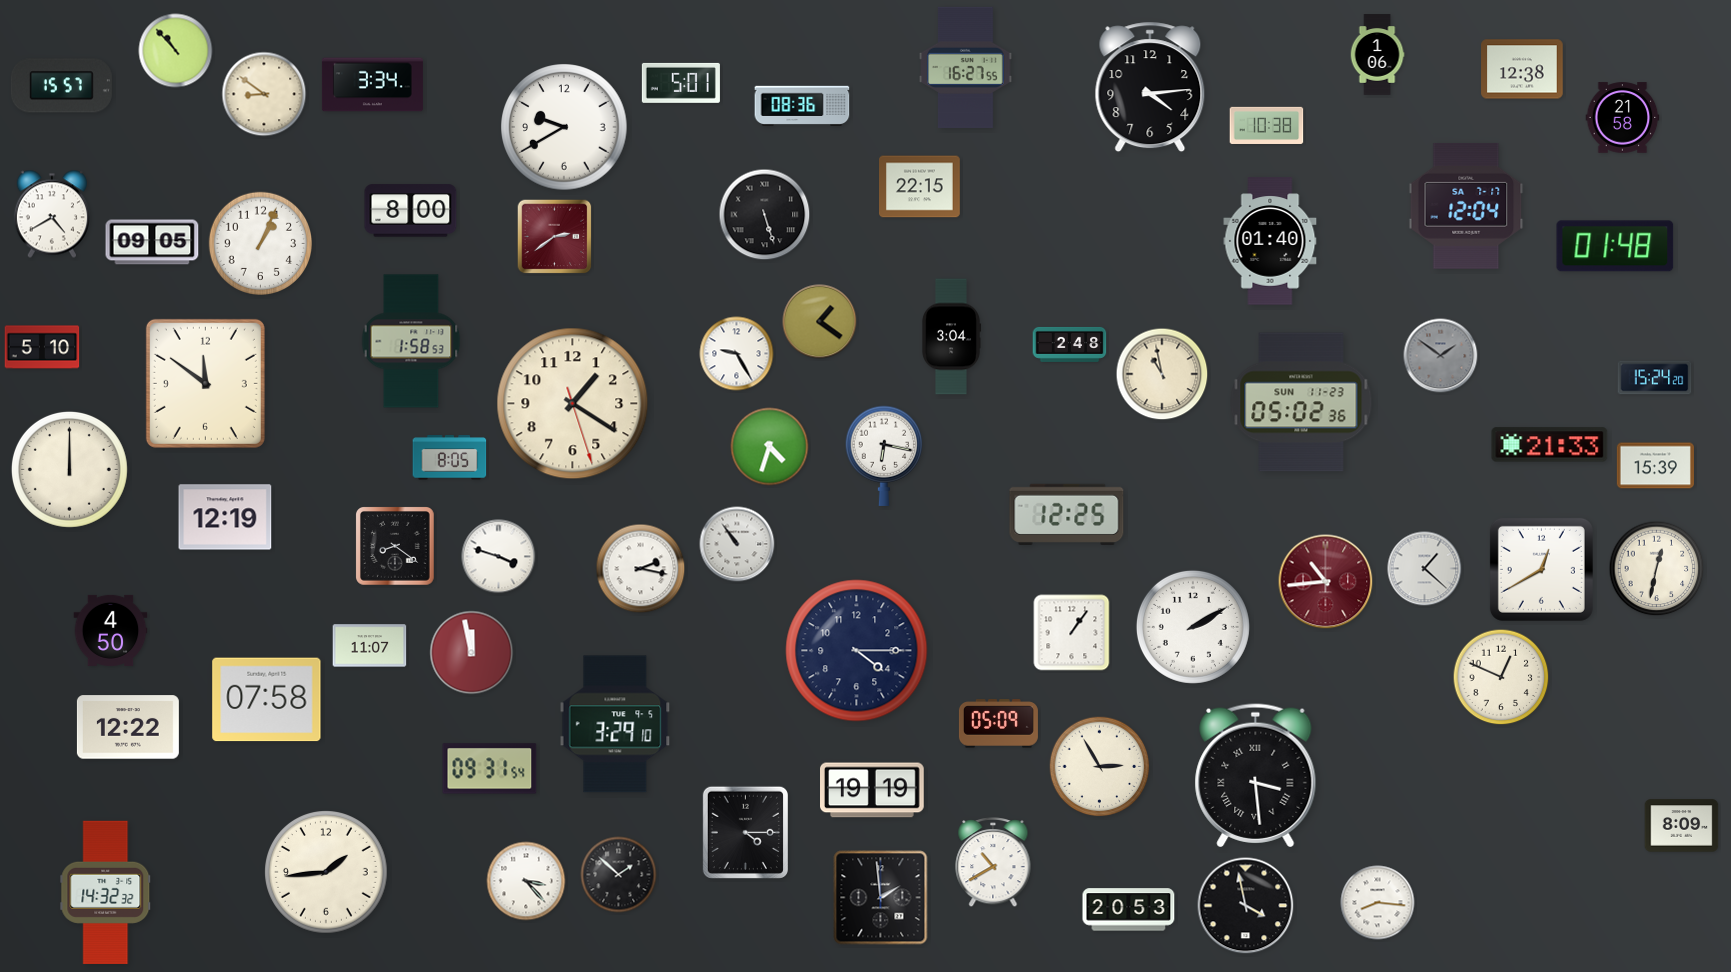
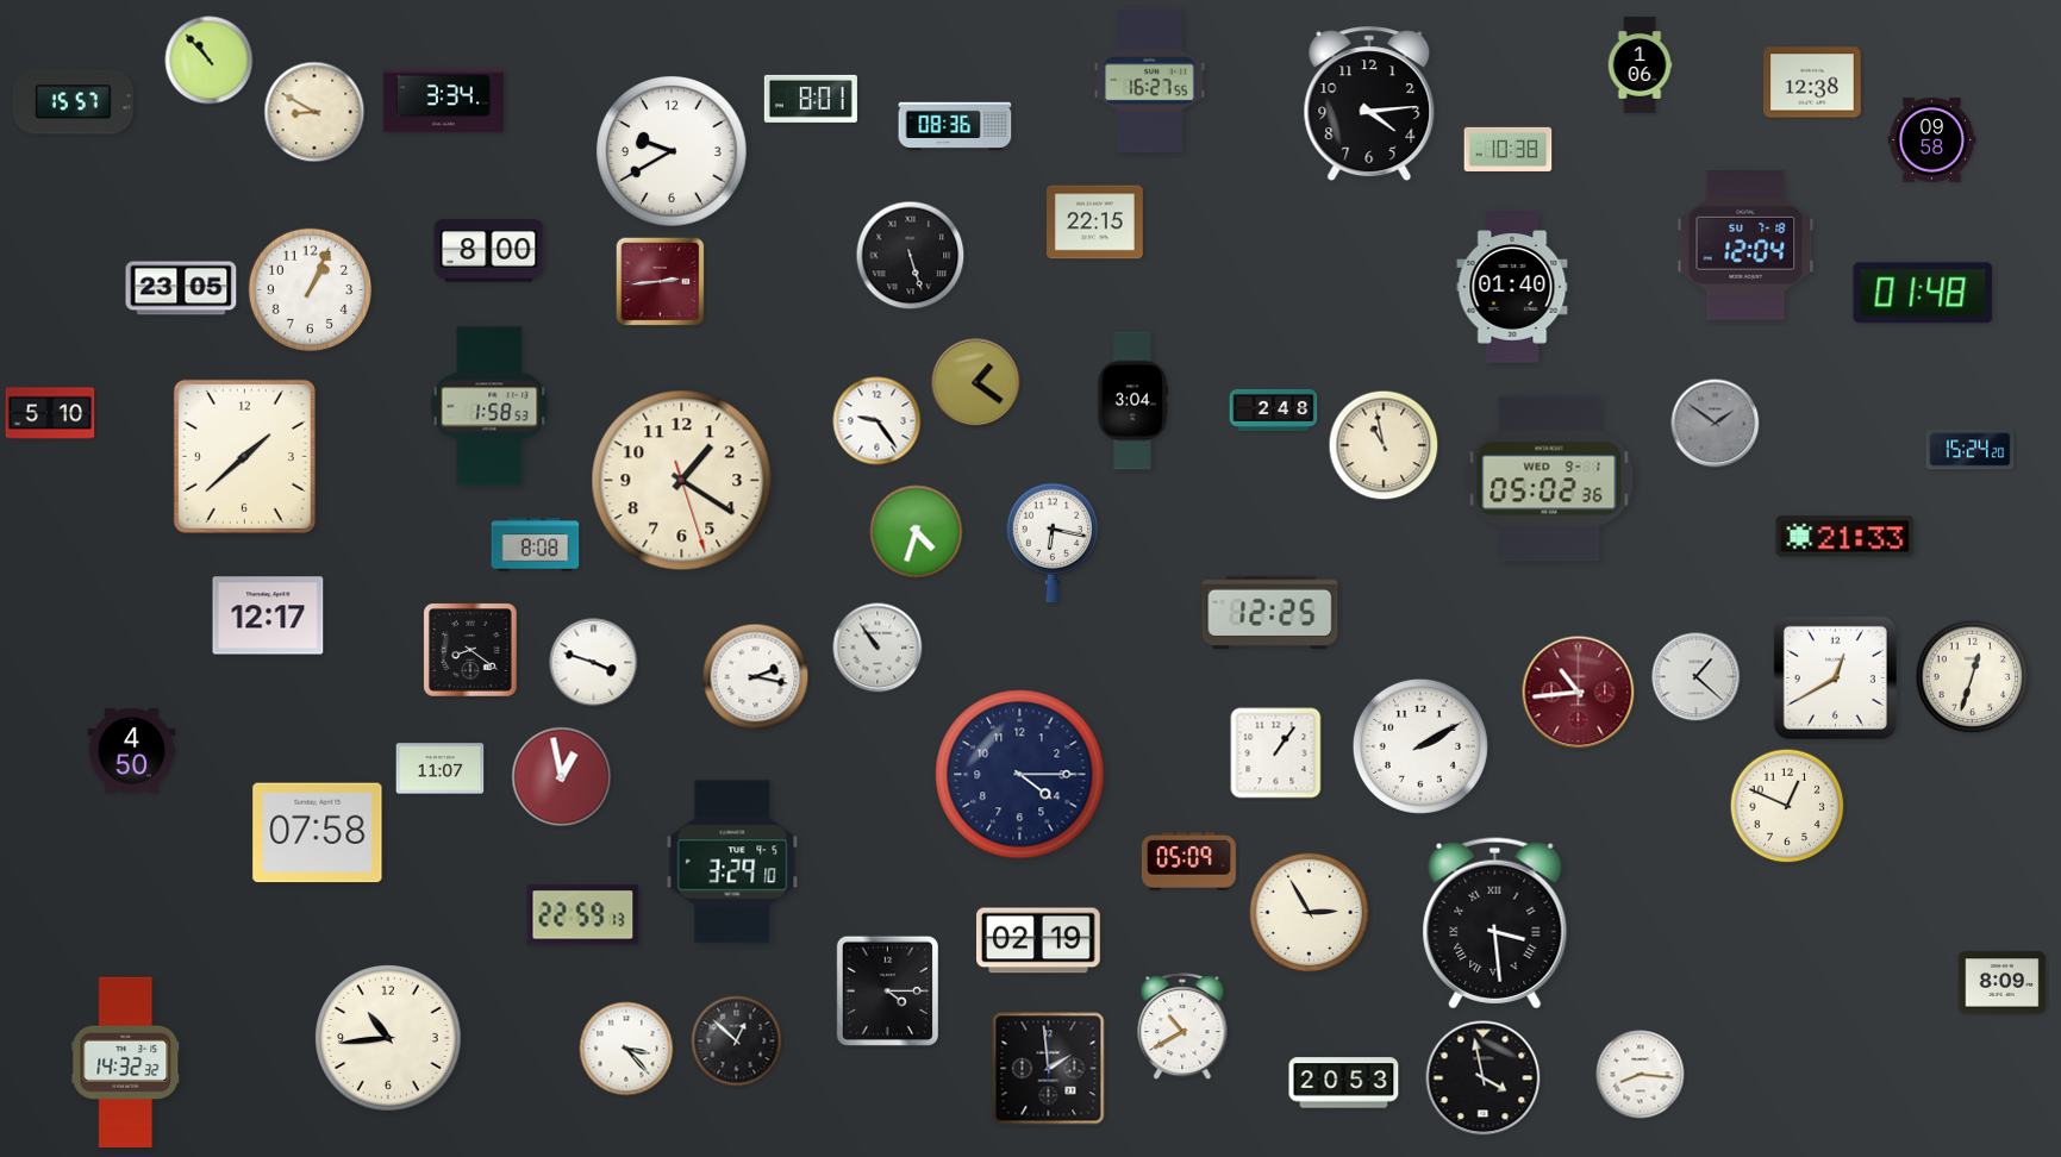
clock at (681, 83): 5:01 -> 8:01
clock at (264, 94): 8:51 -> 8:50
clock at (1623, 118): 21:58 -> 09:58
clock at (1466, 206) date: SA 7-17 -> SU 7-18
clock at (52, 214): 4:40 -> none
clock at (555, 237): 2:39 -> 2:44
clock at (152, 242): 09:05 -> 23:05
clock at (737, 354): 9:25 -> 9:24
clock at (205, 383): 11:51 -> 1:38
clock at (1301, 402) date: SUN 11-23 -> WED 9-1
clock at (1550, 445) position: (1550, 445) -> (1845, 537)
clock at (450, 458): 8:05 -> 8:08
clock at (1655, 466): 15:39 -> none
clock at (69, 469): 12:00 -> none
clock at (225, 517): 12:19 -> 12:17
clock at (641, 569) position: (641, 569) -> (756, 677)
clock at (1657, 569): 12:32 -> 12:33
clock at (472, 653): 11:58 -> 12:58
clock at (128, 727): 12:22 -> none
clock at (490, 769): 09:31 -> 22:59
clock at (873, 790): 19:19 -> 02:19
clock at (327, 873): 1:44 -> 10:44
clock at (619, 875): 1:52 -> 12:52
